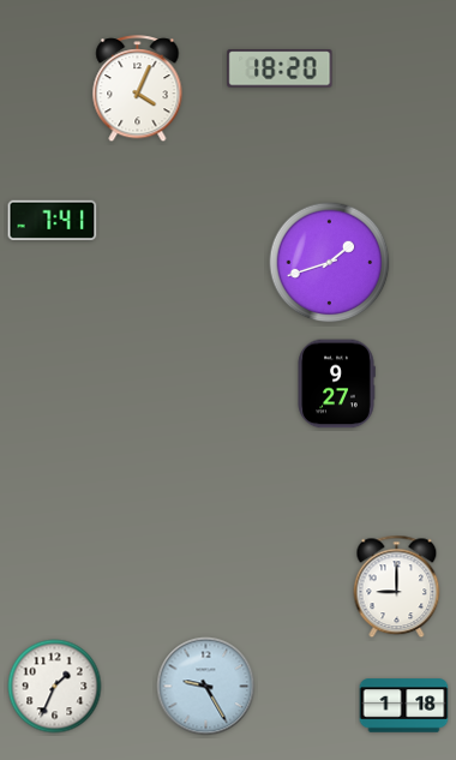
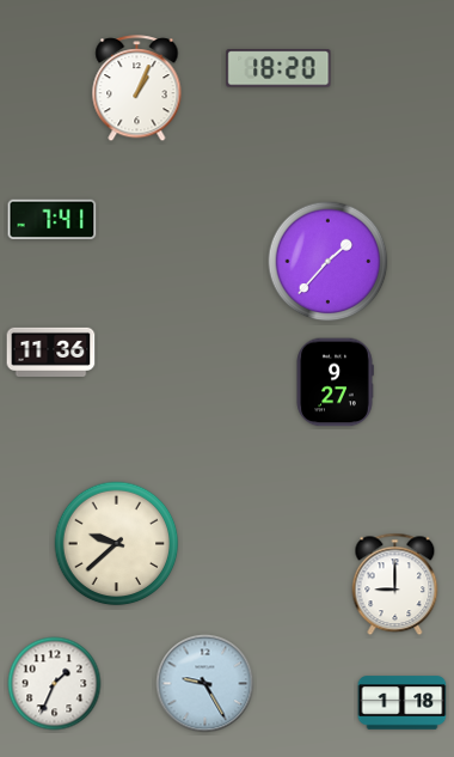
clock at (138, 89): 4:04 -> 1:04
clock at (330, 263): 1:42 -> 1:37
clock at (51, 352): none -> 11:36
clock at (117, 544): none -> 9:38
